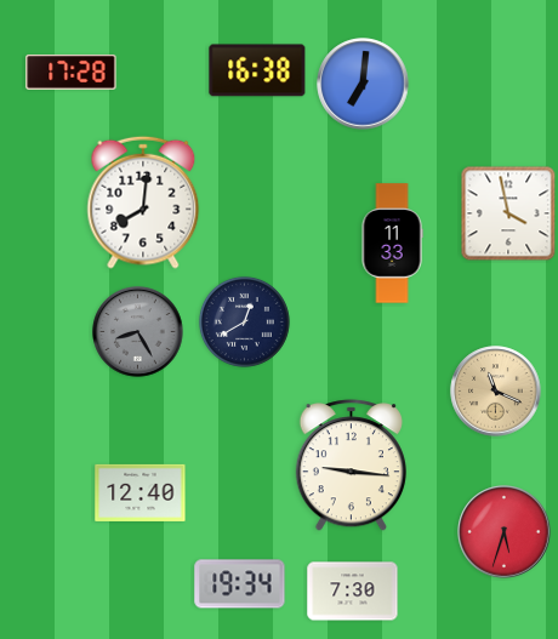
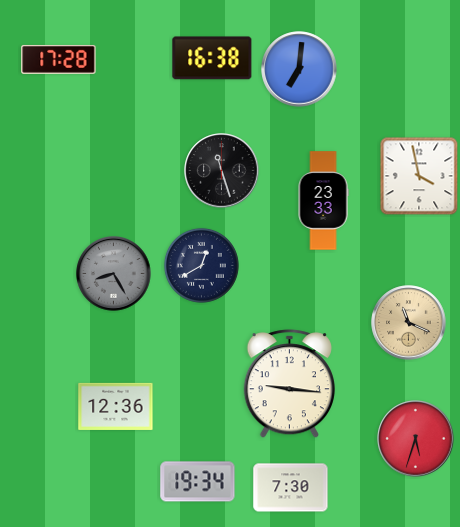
clock at (143, 202): 8:01 -> none
clock at (222, 171): none -> 11:27
clock at (392, 244): 11:33 -> 23:33
clock at (141, 492): 12:40 -> 12:36
